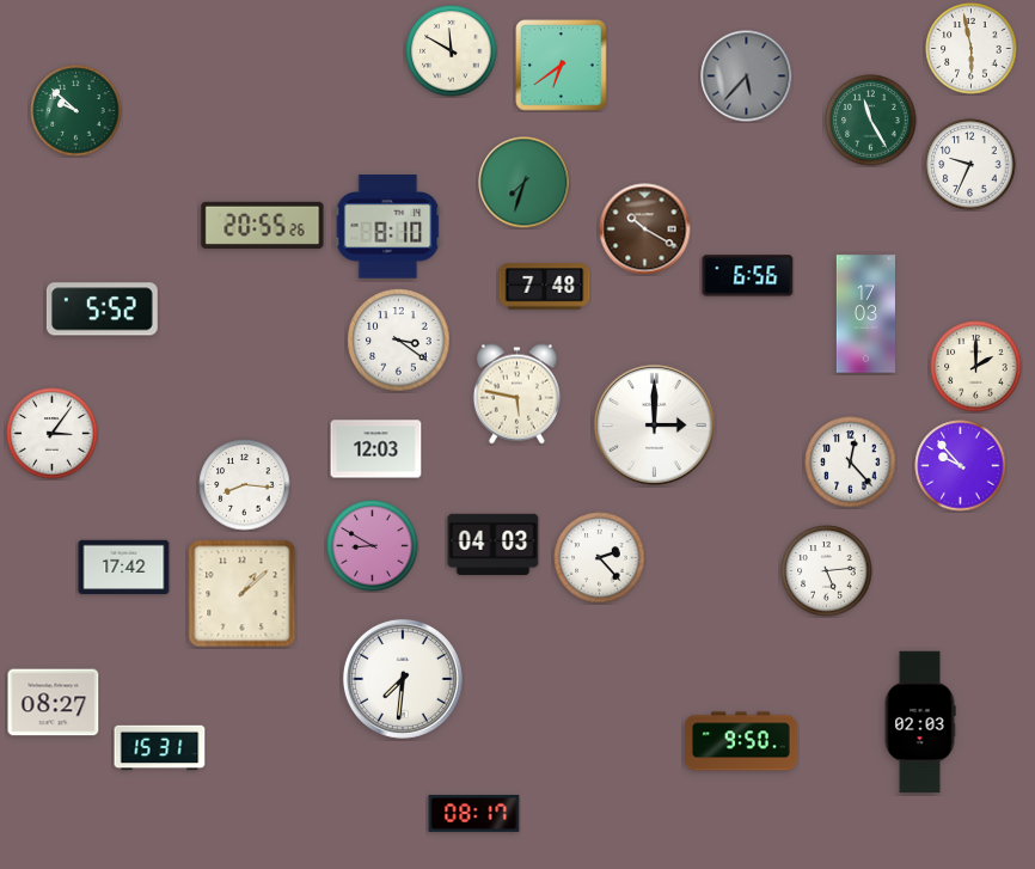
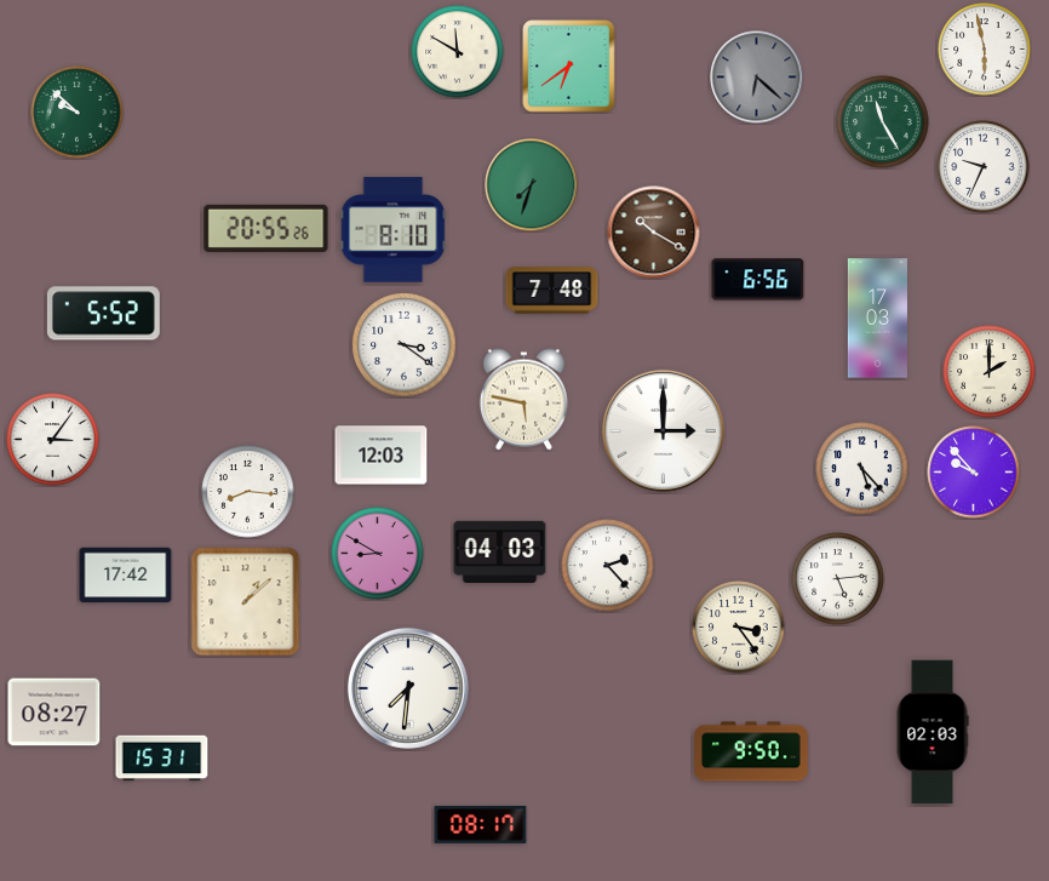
clock at (747, 77): 5:37 -> 6:22
clock at (851, 463): 12:23 -> 5:23
clock at (739, 628): none -> 3:24
